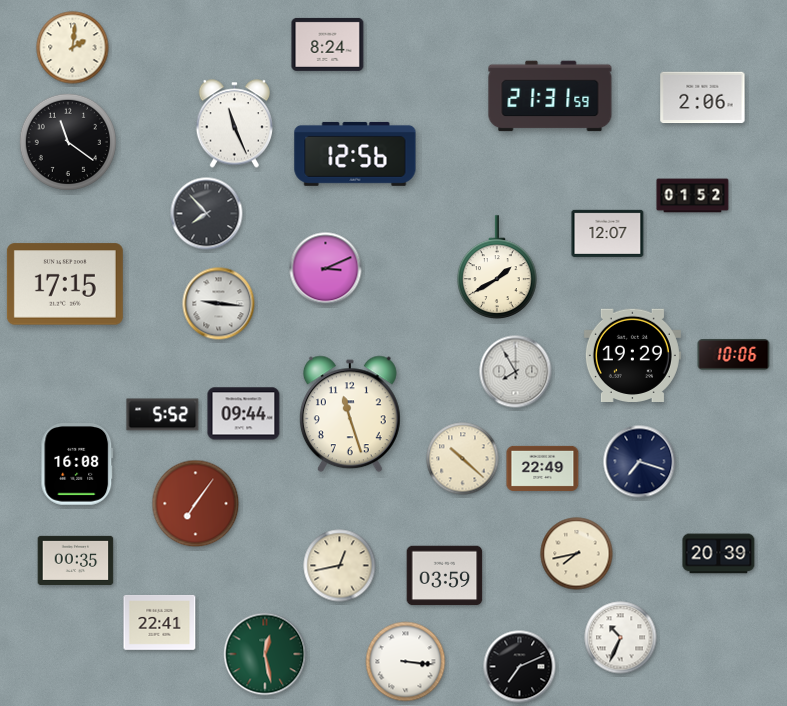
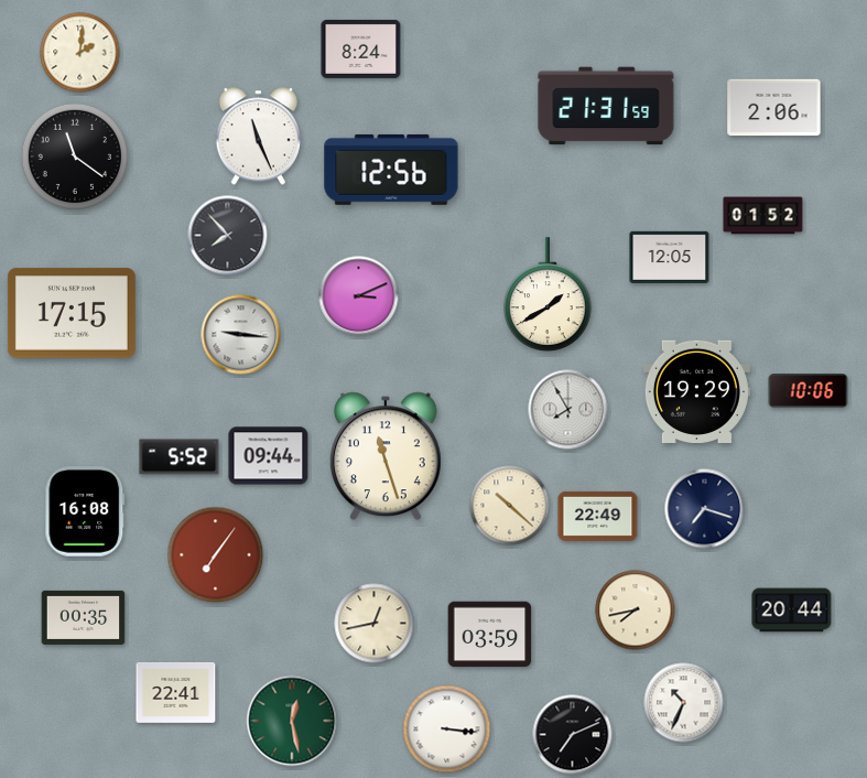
clock at (608, 233): 12:07 -> 12:05
clock at (719, 554): 20:39 -> 20:44
clock at (160, 622) position: (160, 622) -> (176, 692)
